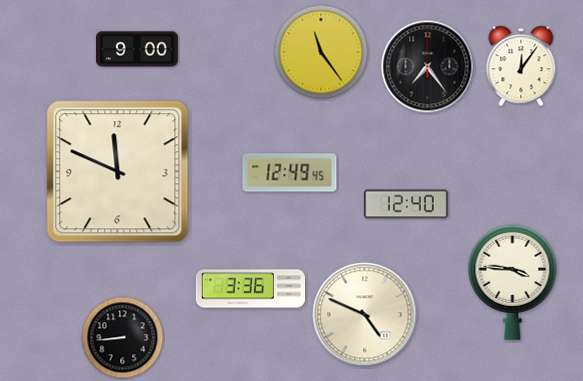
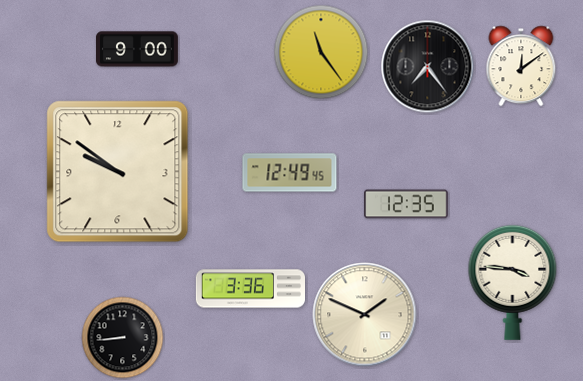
clock at (521, 66): 12:06 -> 12:09
clock at (118, 172): 11:49 -> 9:51
clock at (406, 204): 12:40 -> 12:35
clock at (365, 315): 4:49 -> 1:49
